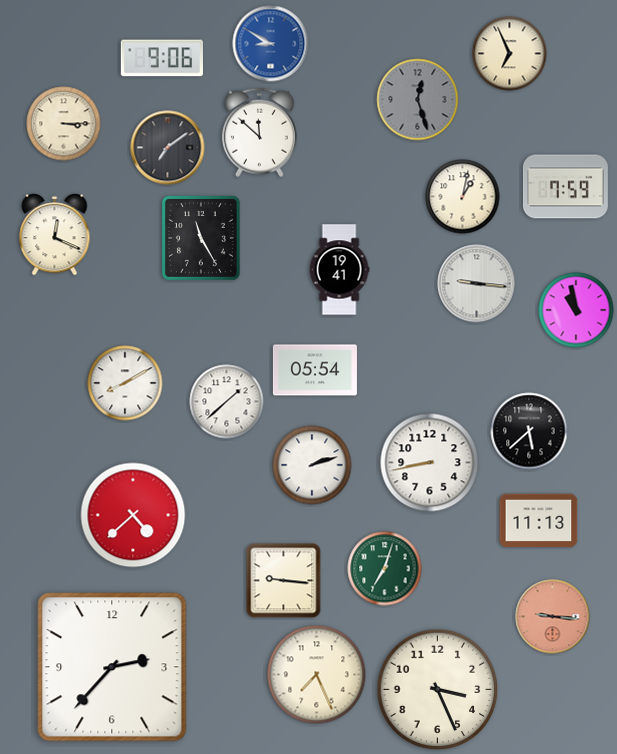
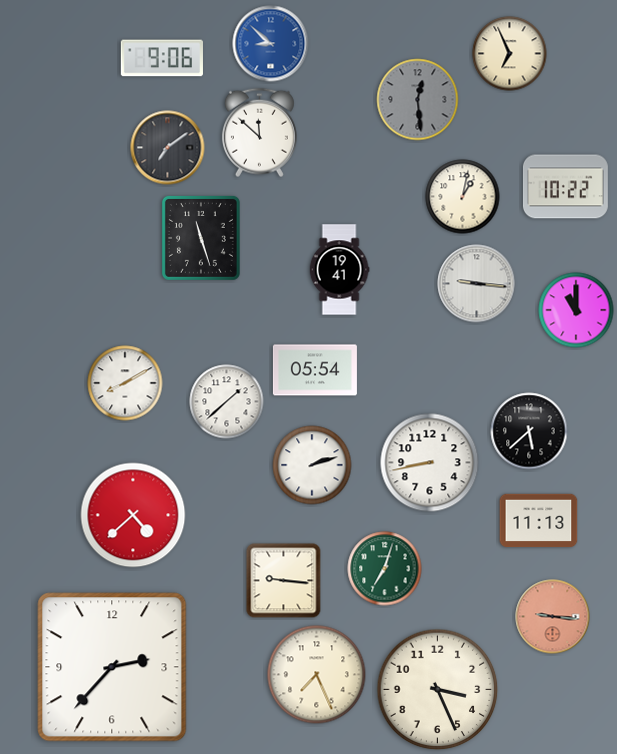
clock at (271, 44): 8:50 -> 8:52
clock at (418, 100): 12:27 -> 12:29
clock at (64, 124): 3:15 -> none
clock at (565, 187): 7:59 -> 10:22
clock at (55, 235): 12:19 -> none
clock at (201, 238): 11:25 -> 11:27
clock at (576, 310): 10:58 -> 11:00
